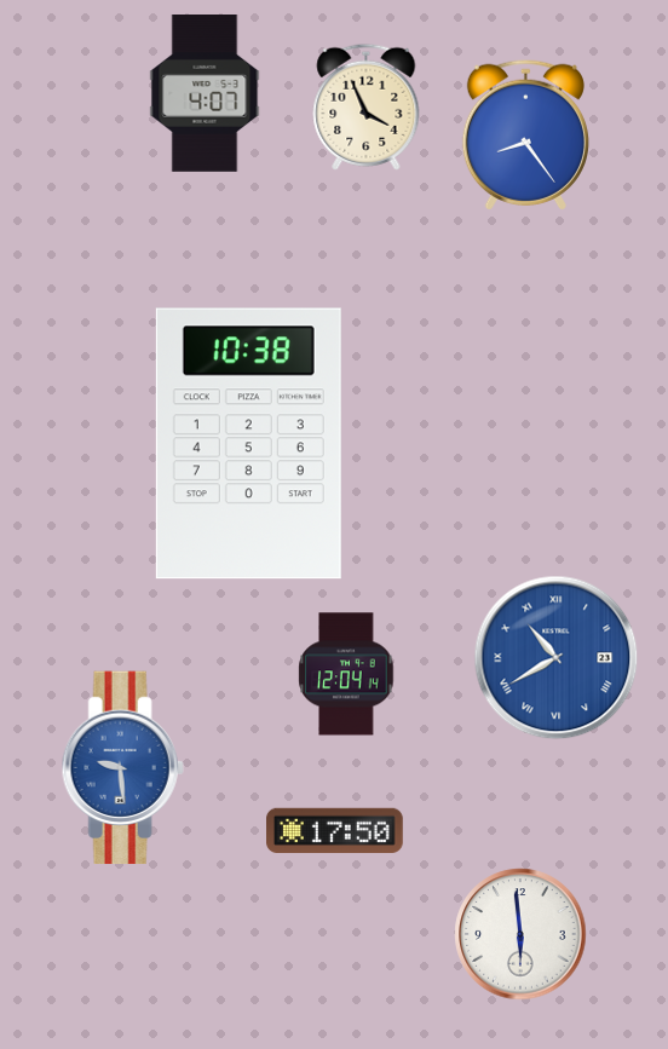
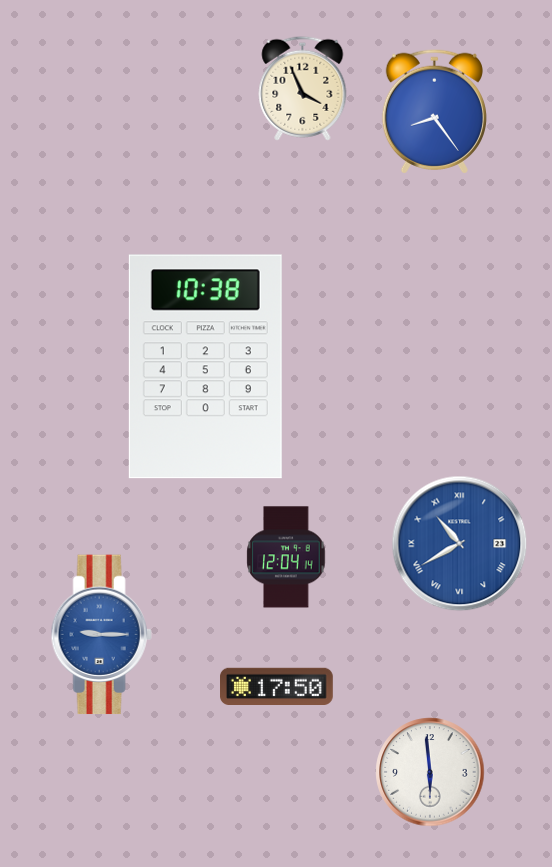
clock at (205, 94): 4:07 -> none
clock at (122, 768): 9:29 -> 9:15
